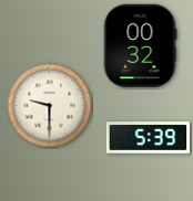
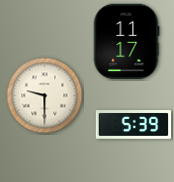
clock at (140, 46): 00:32 -> 11:17
